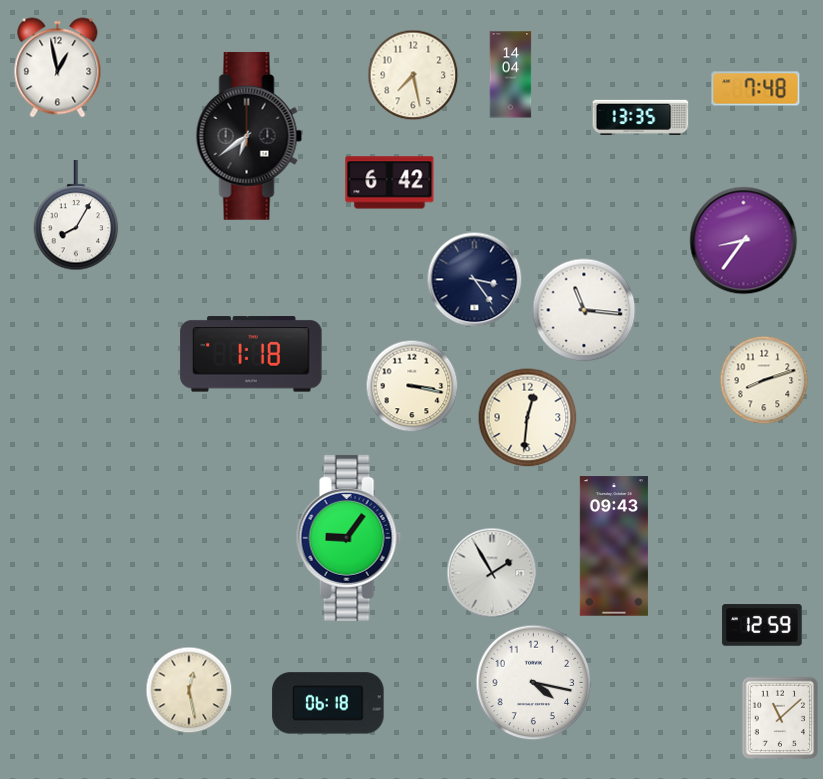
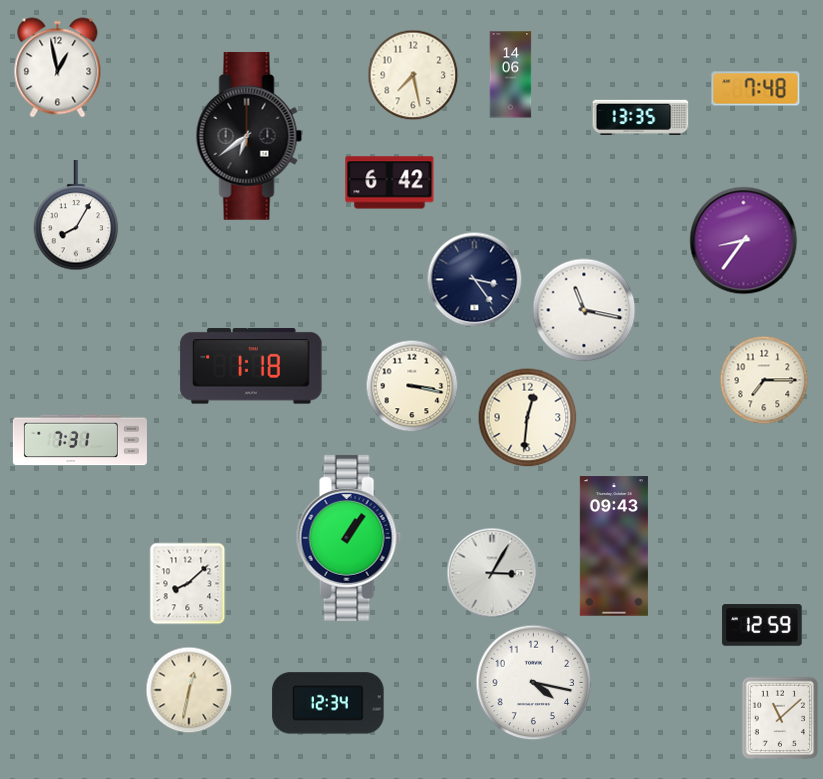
clock at (511, 75): 14:04 -> 14:06
clock at (584, 310): 11:16 -> 11:17
clock at (251, 354) position: (251, 354) -> (251, 366)
clock at (764, 380): 8:12 -> 7:15
clock at (80, 440): none -> 7:31
clock at (349, 538): 9:06 -> 1:06
clock at (492, 573): 1:55 -> 3:05
clock at (188, 584): none -> 8:08
clock at (189, 690): 12:28 -> 12:32
clock at (328, 703): 06:18 -> 12:34
